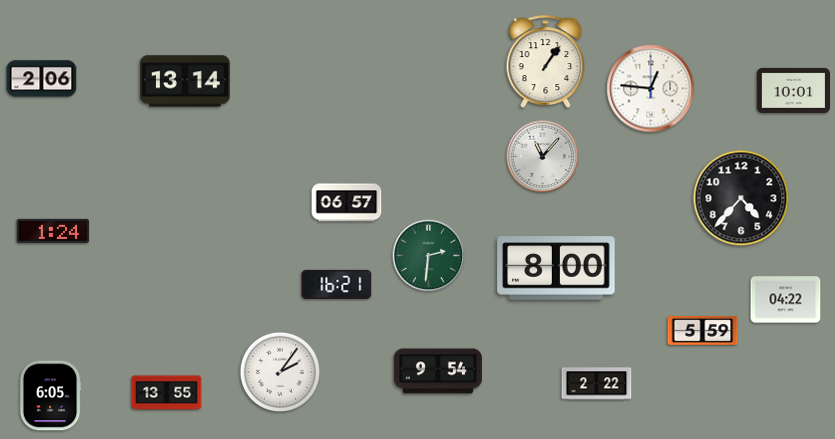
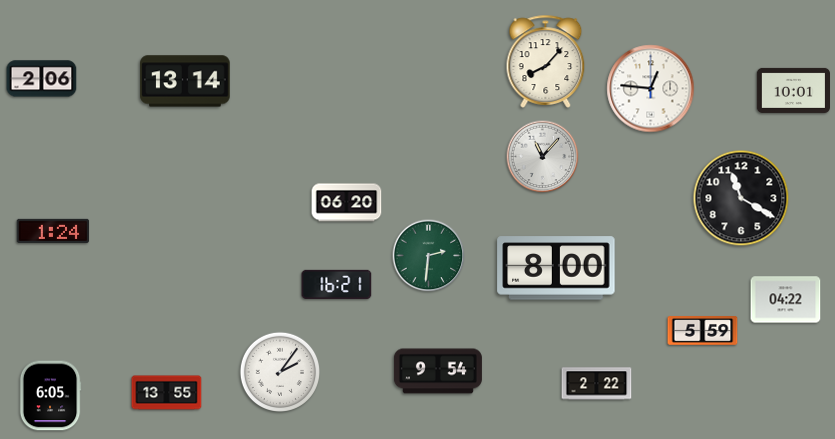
clock at (546, 61): 1:06 -> 8:07
clock at (741, 198): 4:37 -> 11:20
clock at (347, 203): 06:57 -> 06:20
